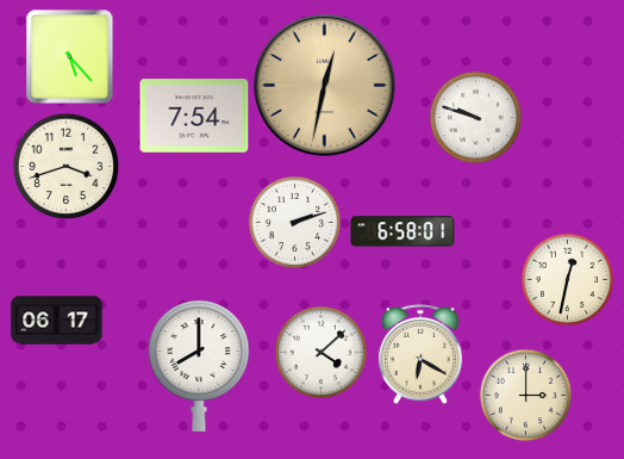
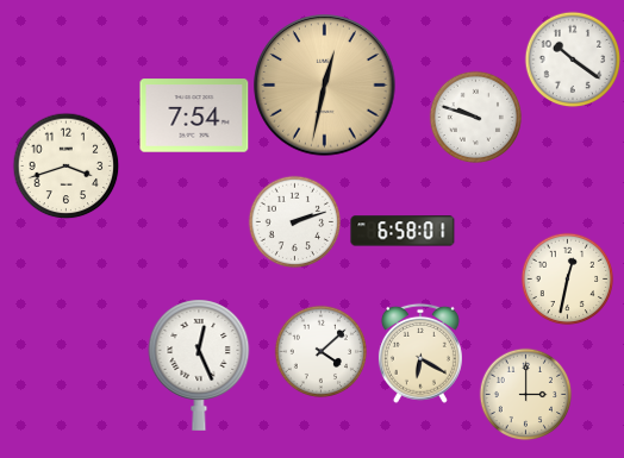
clock at (70, 56): 5:23 -> none
clock at (573, 59): none -> 10:21
clock at (57, 321): 06:17 -> none
clock at (199, 366): 8:00 -> 12:26
